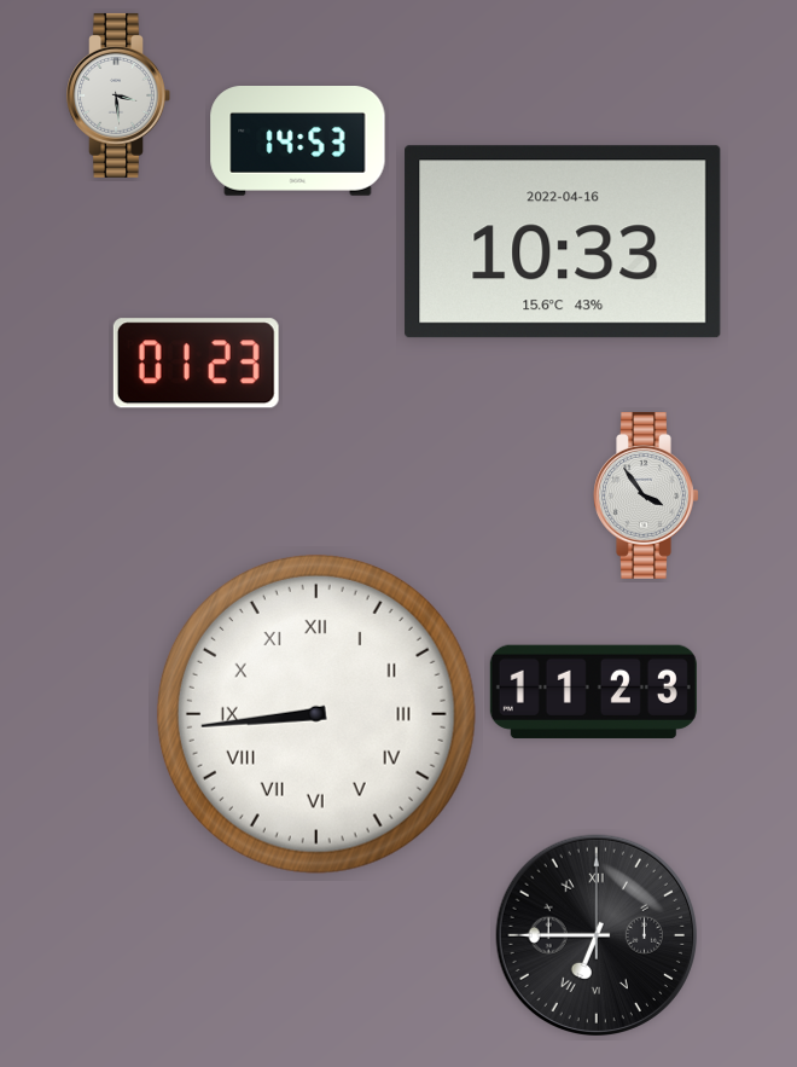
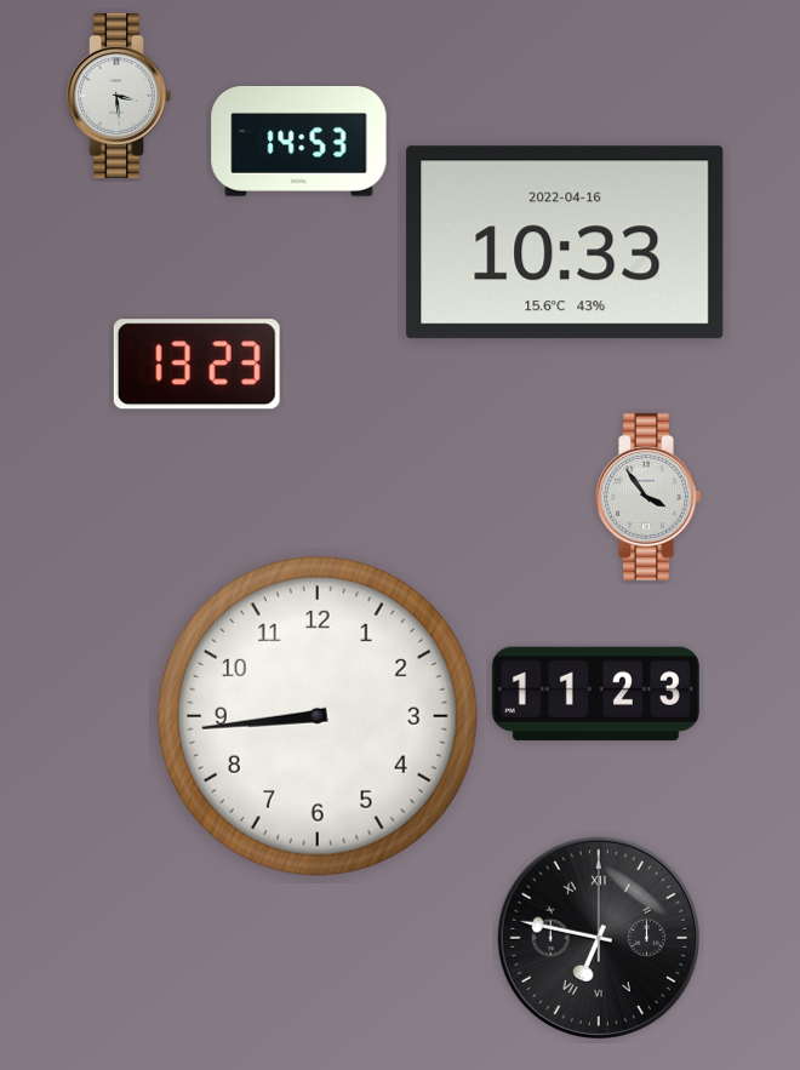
clock at (196, 364): 01:23 -> 13:23
clock at (316, 714) numerals: Roman -> Arabic
clock at (595, 934): 6:45 -> 6:47
